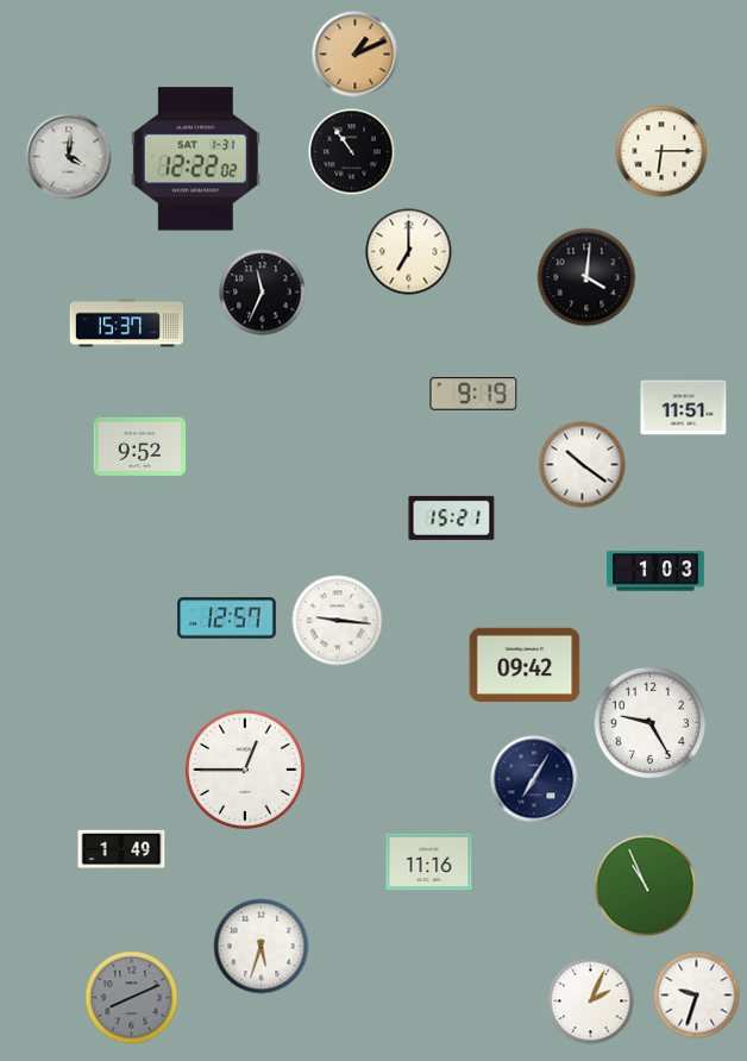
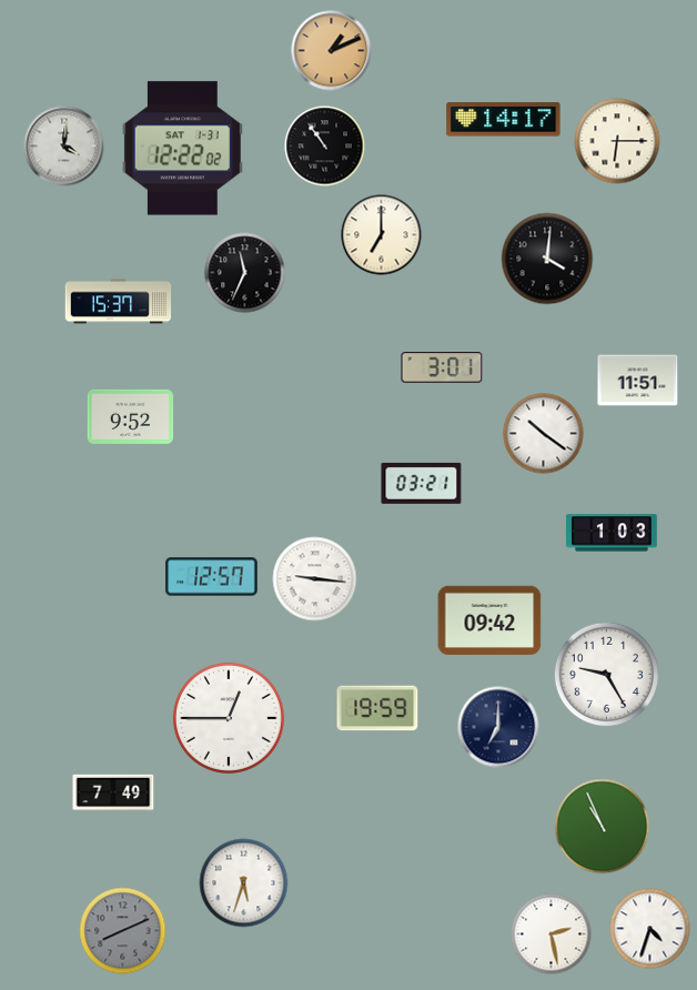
clock at (504, 120): none -> 14:17
clock at (352, 152) position: (352, 152) -> (325, 147)
clock at (473, 394): 9:19 -> 3:01
clock at (452, 517): 15:21 -> 03:21
clock at (377, 708): none -> 19:59
clock at (534, 779): 7:05 -> 7:00
clock at (121, 849): 1:49 -> 7:49
clock at (429, 862): 11:16 -> none
clock at (697, 996): 9:33 -> 4:33
clock at (591, 1002): 2:04 -> 2:28
